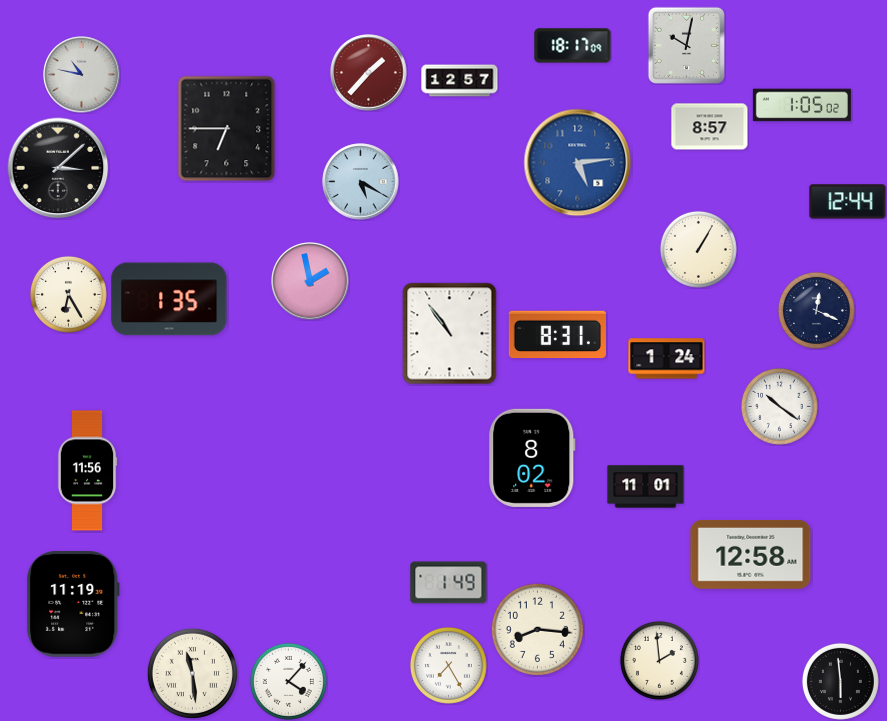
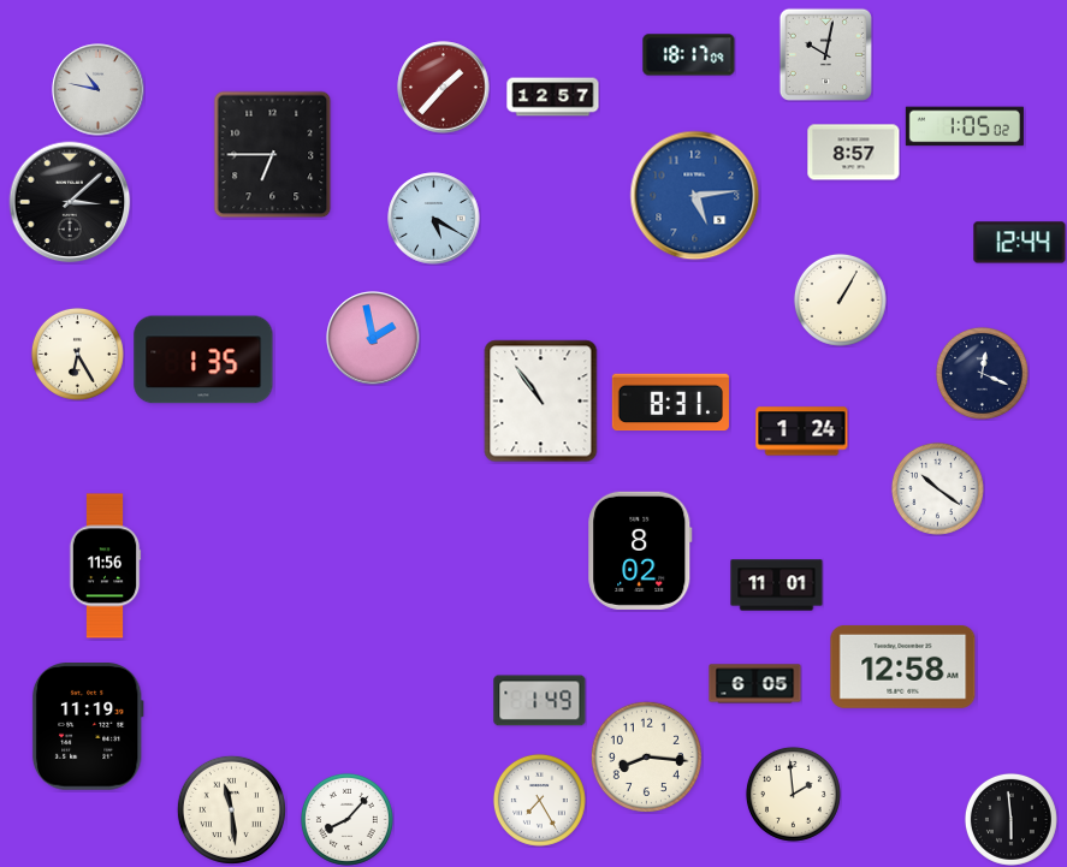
clock at (68, 294) position: (68, 294) -> (77, 354)
clock at (755, 684): none -> 6:05
clock at (288, 681): 4:07 -> 8:07
